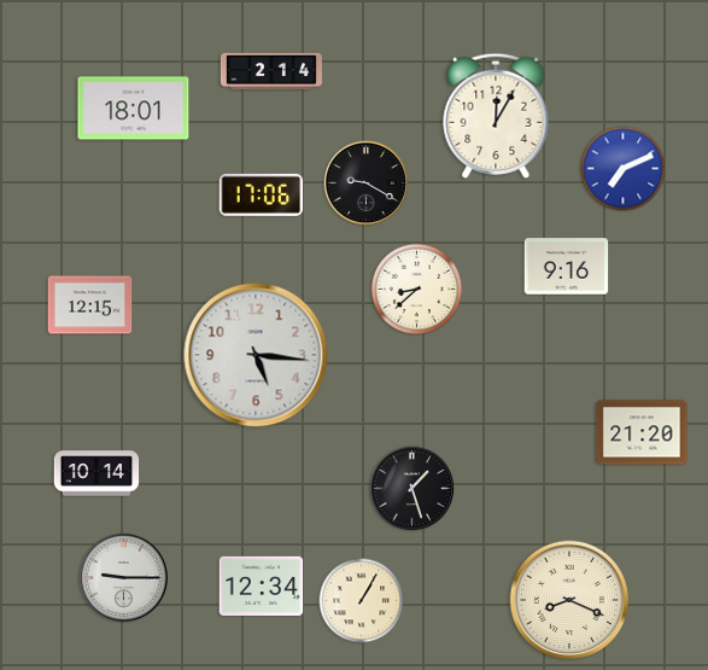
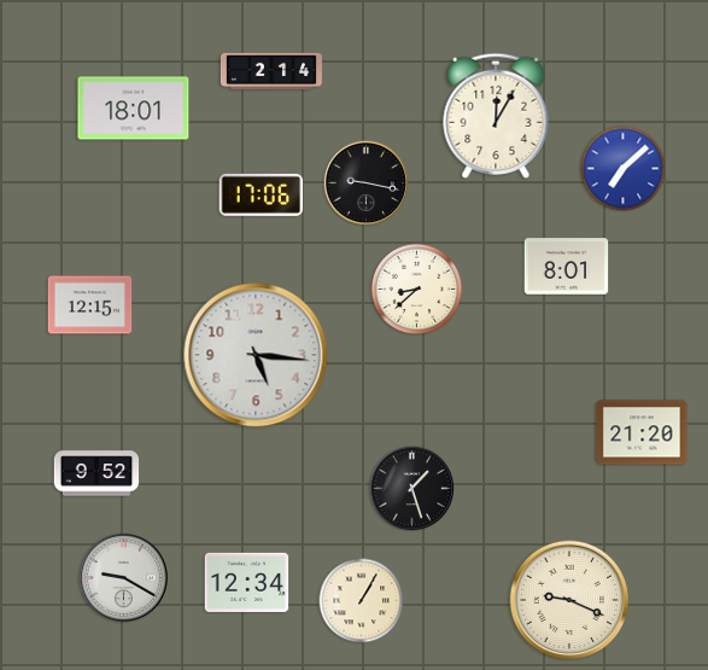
clock at (624, 169): 7:11 -> 7:08
clock at (367, 183): 9:20 -> 9:17
clock at (567, 267): 9:16 -> 8:01
clock at (96, 473): 10:14 -> 9:52
clock at (123, 577): 9:15 -> 9:20
clock at (262, 585) position: (262, 585) -> (247, 582)
clock at (568, 599): 8:19 -> 9:19
